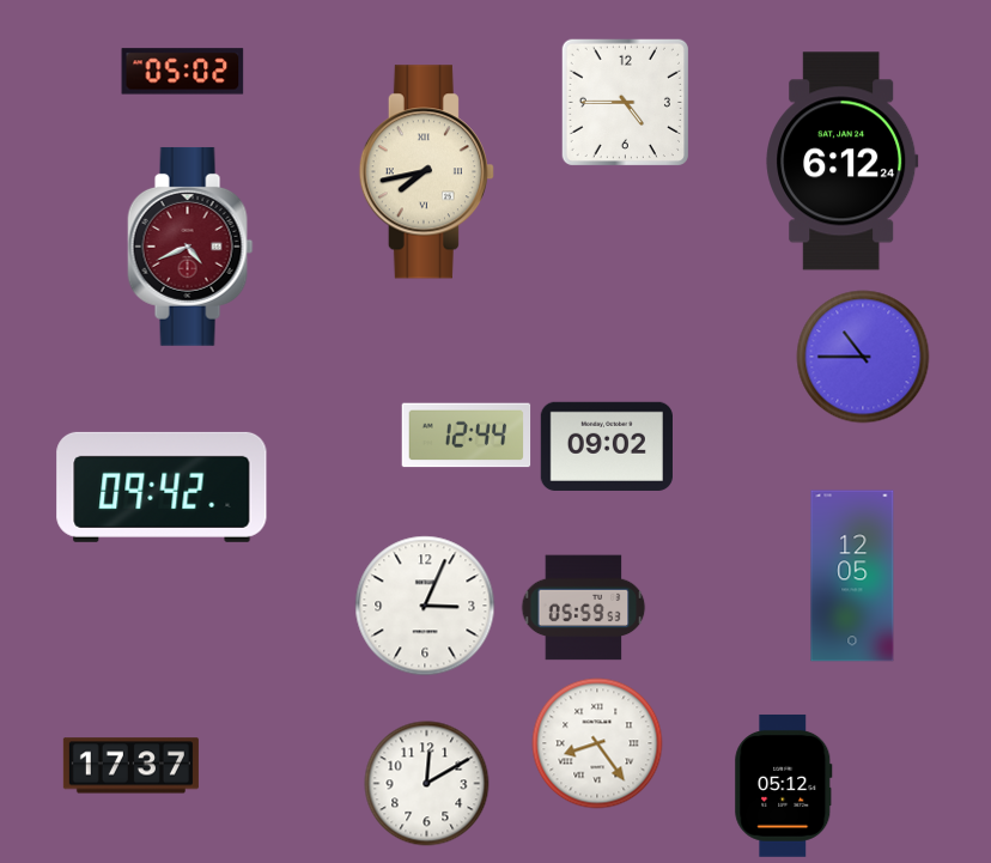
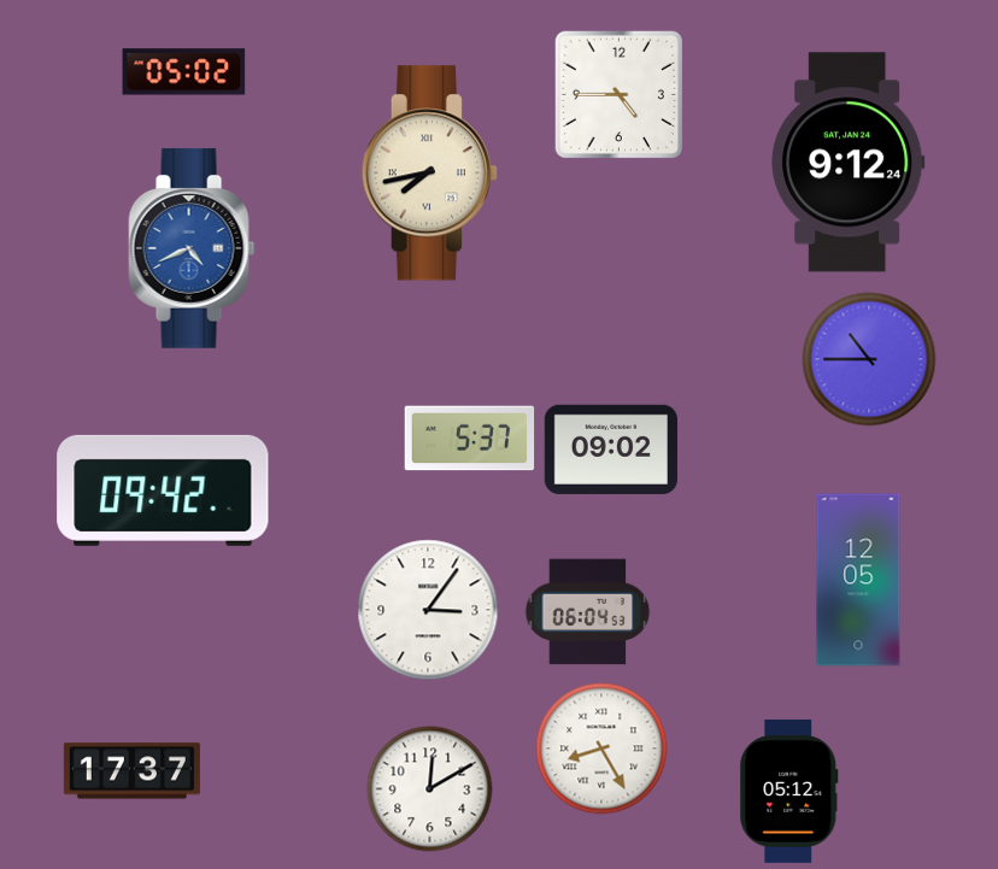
clock at (625, 102) position: (625, 102) -> (618, 94)
clock at (843, 162): 6:12 -> 9:12
clock at (190, 247) dial: burgundy -> blue
clock at (467, 436): 12:44 -> 5:37
clock at (425, 606): 3:04 -> 3:06
clock at (583, 608): 05:59 -> 06:04
clock at (597, 743): 8:24 -> 8:25
